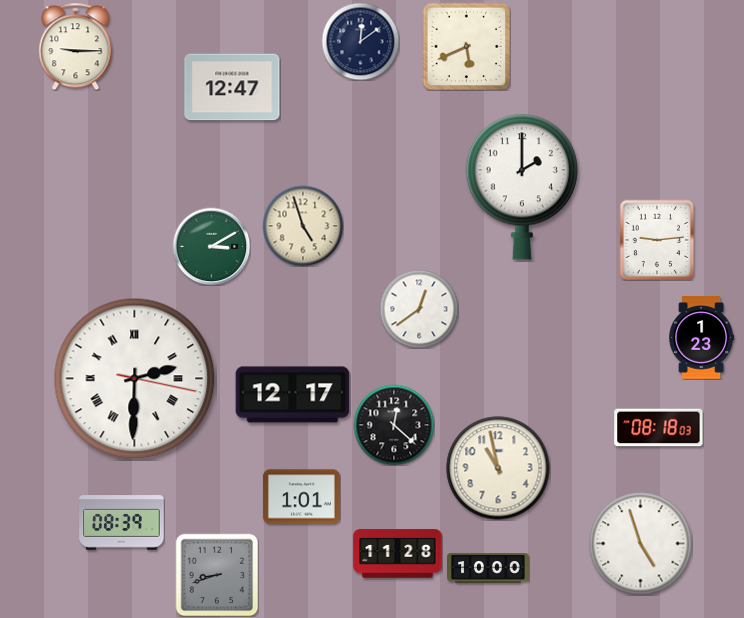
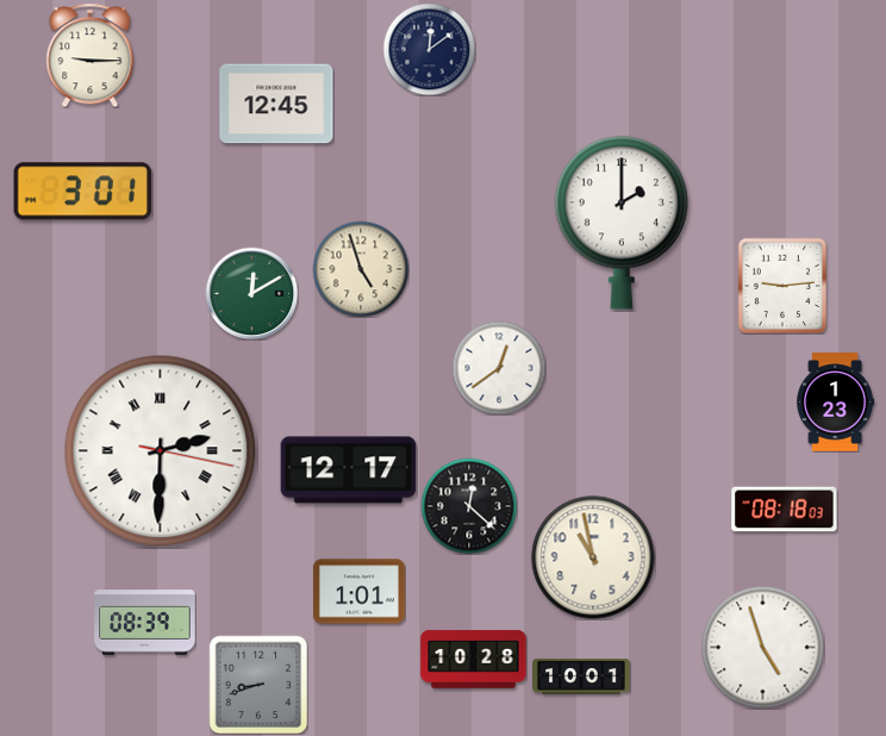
clock at (466, 46): 5:41 -> none
clock at (232, 87): 12:47 -> 12:45
clock at (83, 192): none -> 3:01
clock at (211, 246): 3:10 -> 12:10
clock at (398, 554): 11:28 -> 10:28
clock at (488, 568): 10:00 -> 10:01
